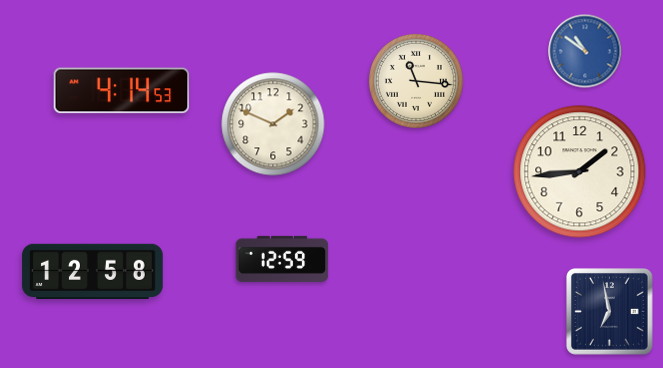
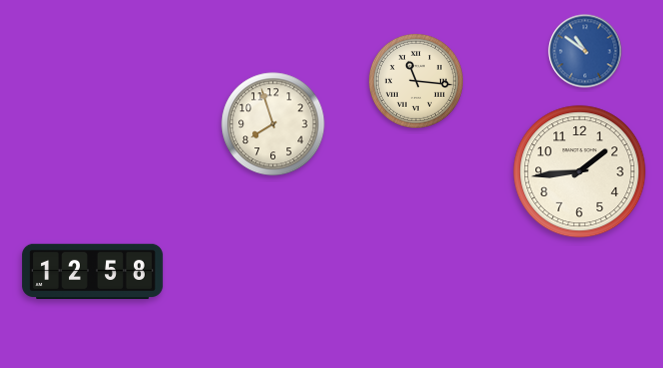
clock at (122, 91): 4:14 -> none
clock at (273, 124): 1:49 -> 7:57
clock at (282, 259): 12:59 -> none
clock at (610, 312): 6:58 -> none
